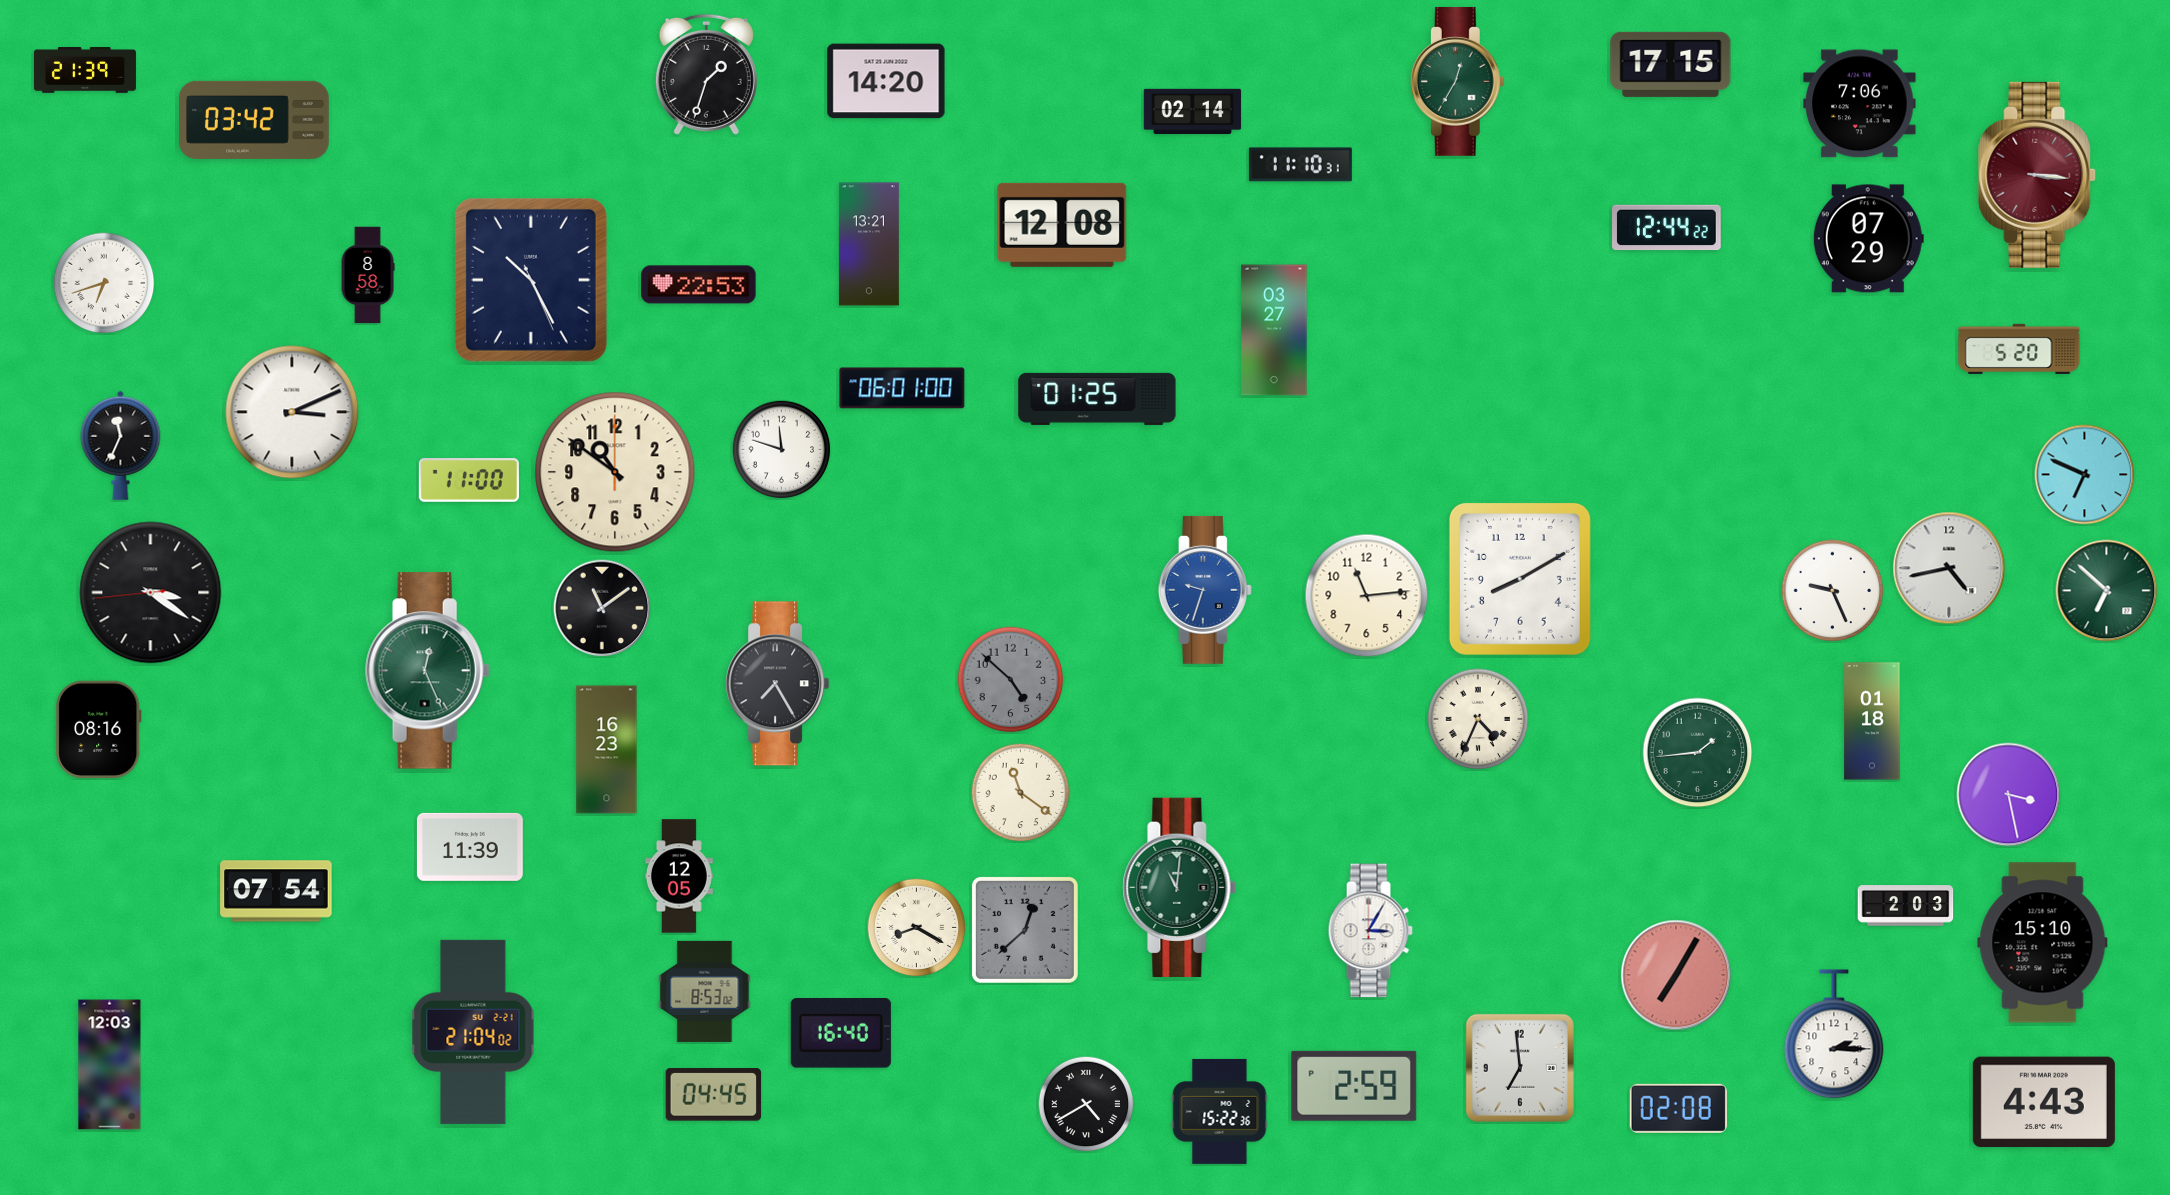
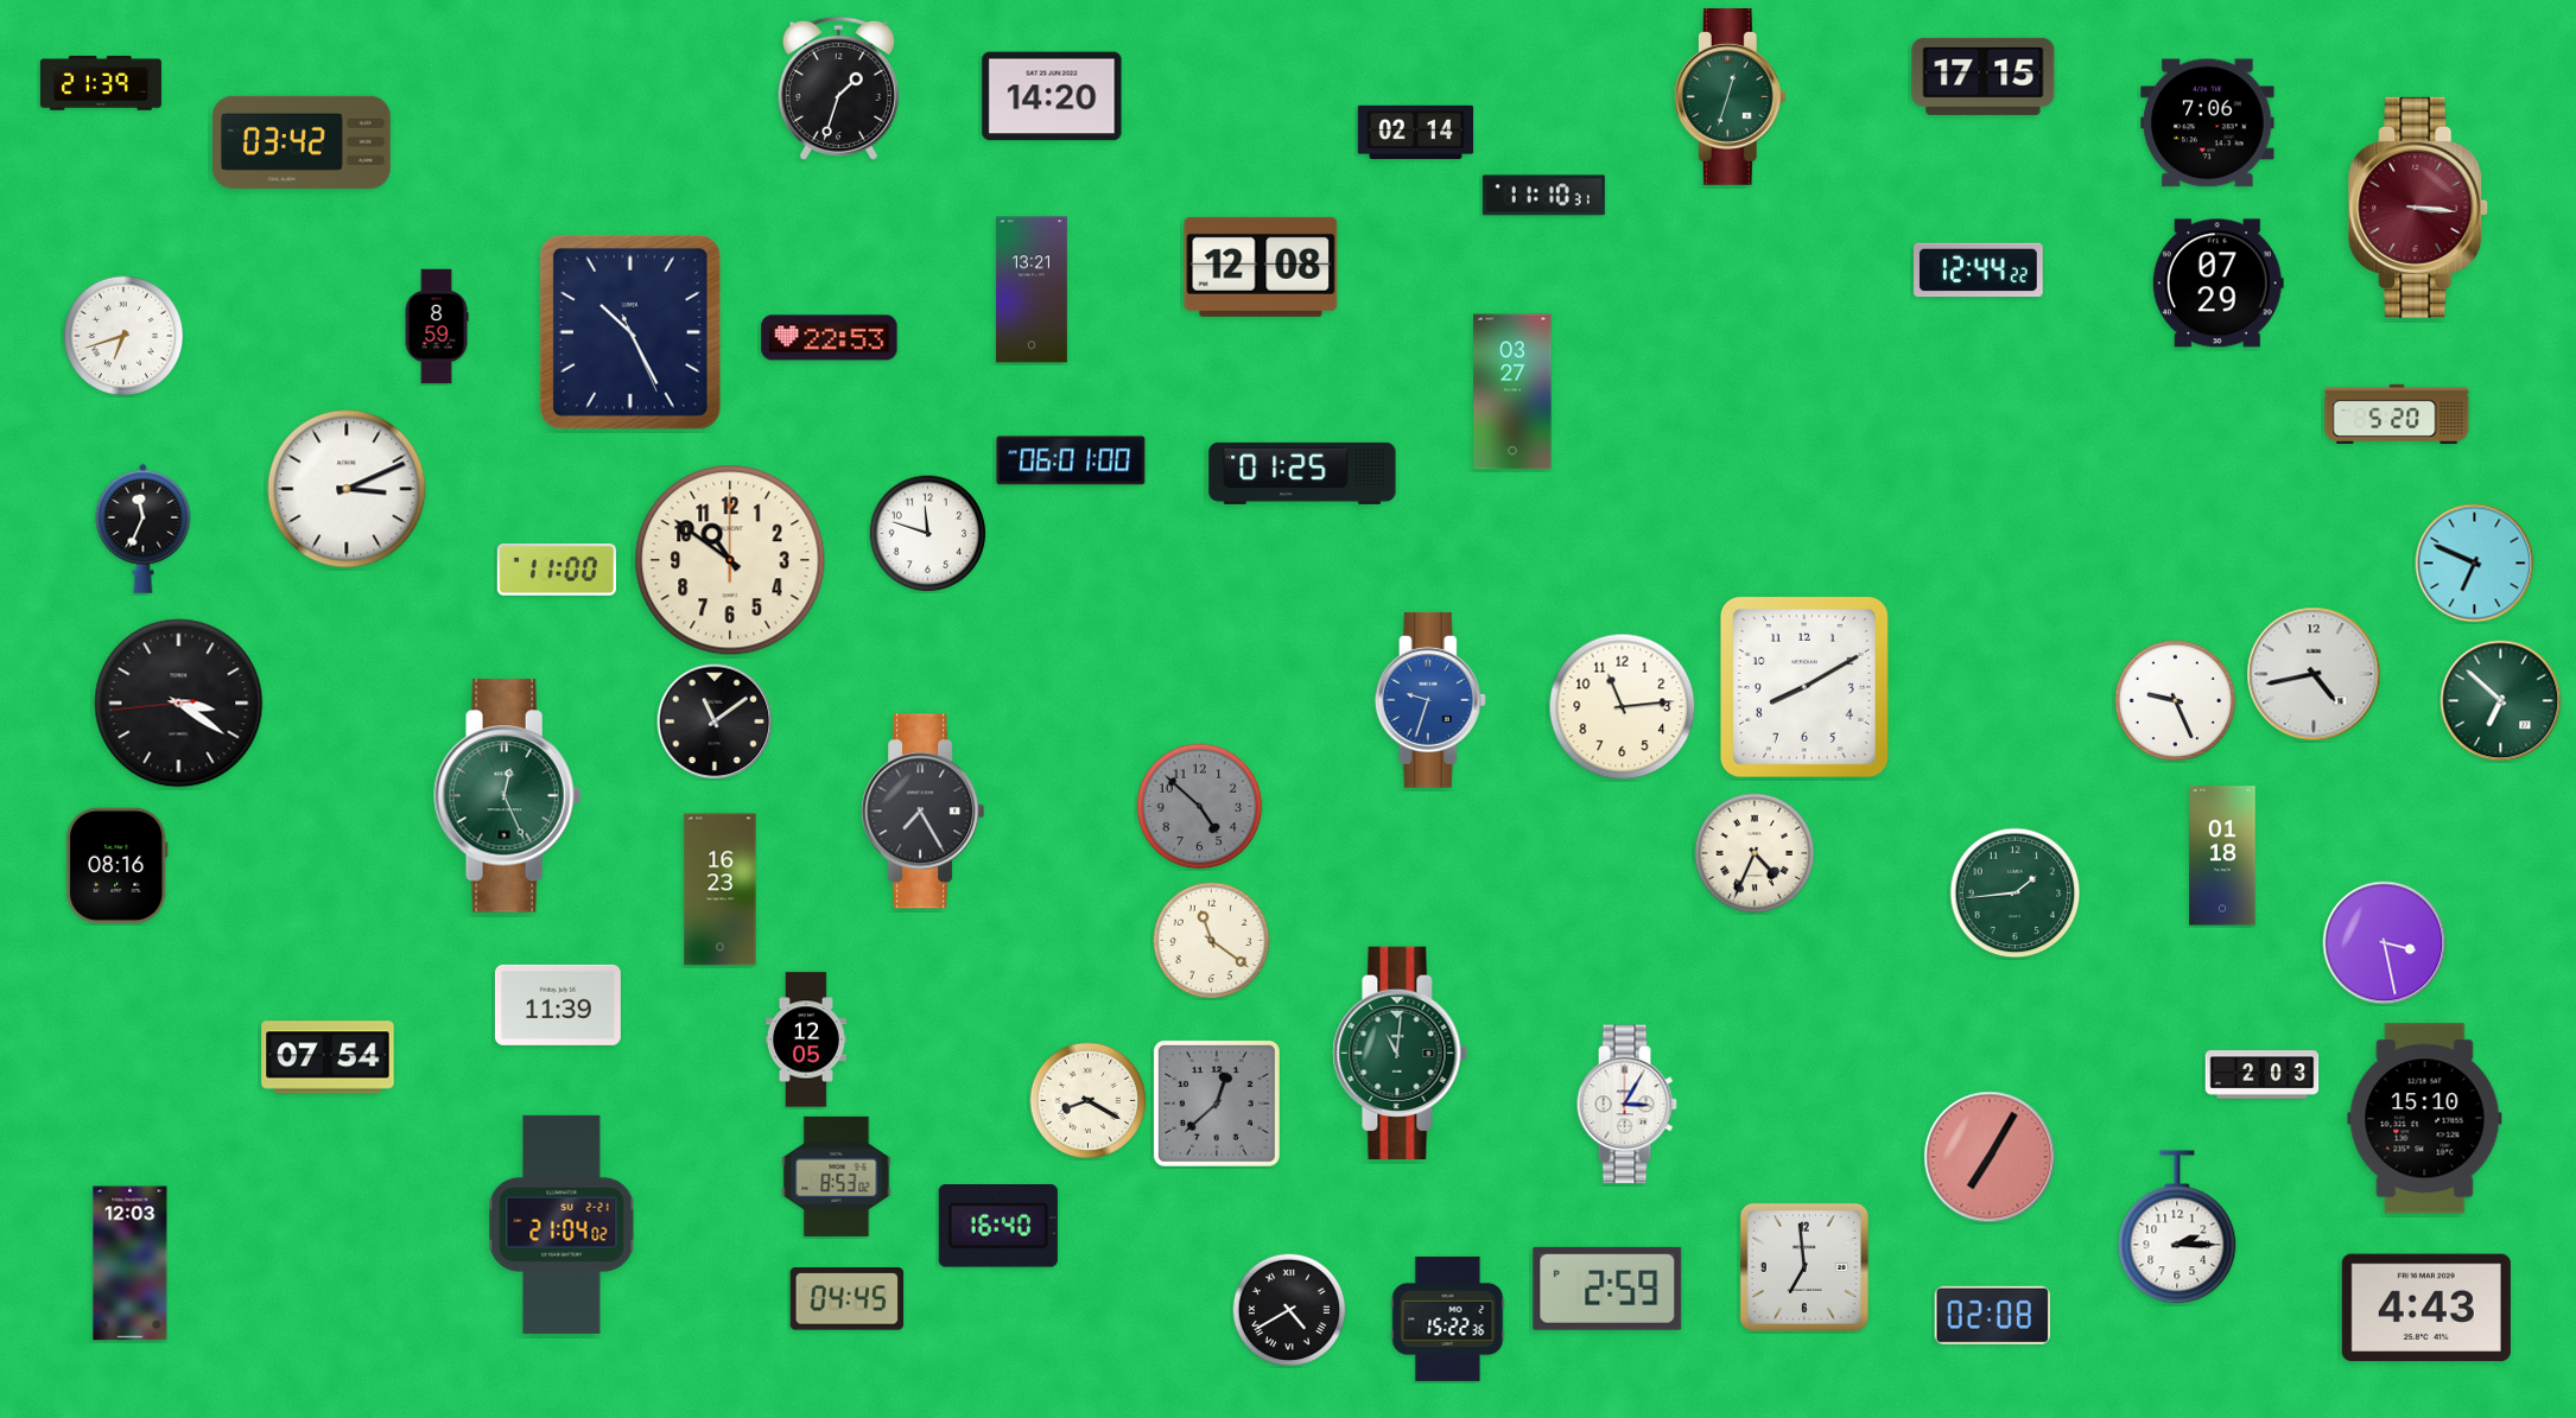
clock at (1457, 81): 12:35 -> 12:33
clock at (368, 275): 8:58 -> 8:59
